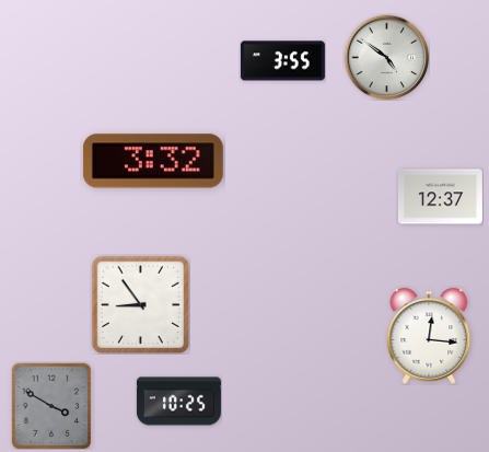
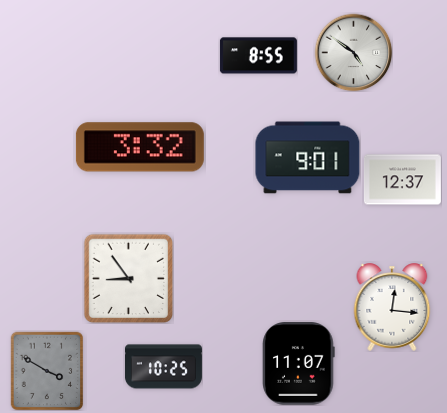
clock at (282, 61): 3:55 -> 8:55
clock at (308, 158): none -> 9:01
clock at (299, 364): none -> 11:07
